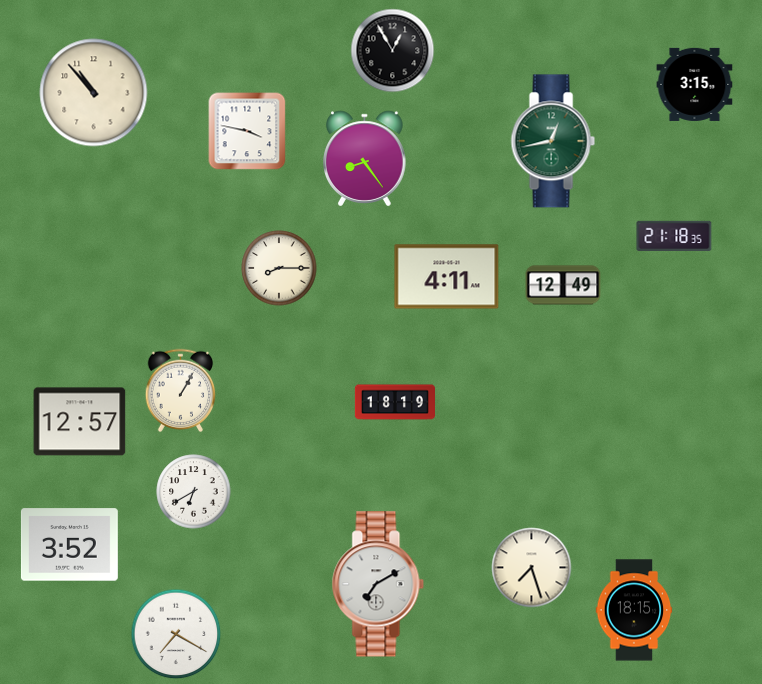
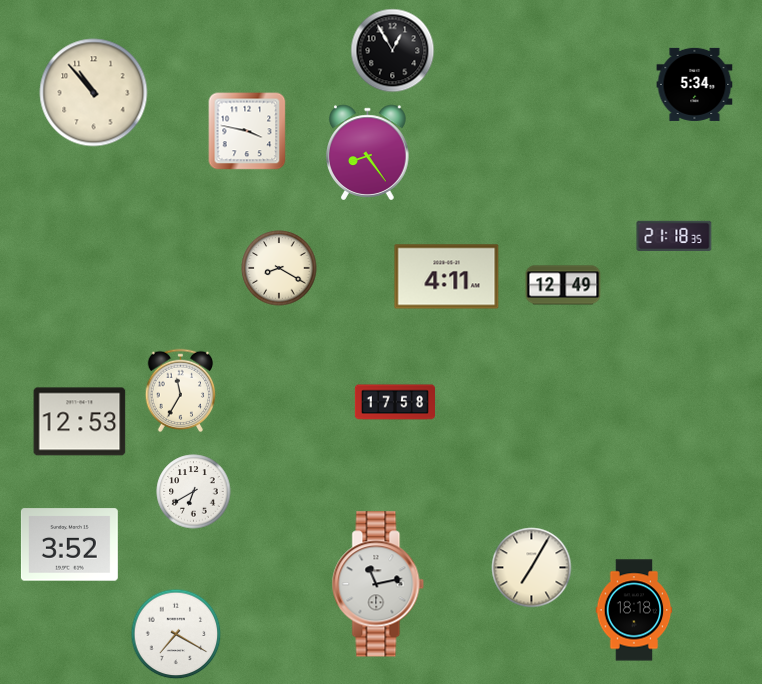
clock at (695, 84): 3:15 -> 5:34
clock at (553, 141): 12:43 -> none
clock at (365, 159) position: (365, 159) -> (368, 153)
clock at (279, 268): 8:15 -> 8:20
clock at (181, 391): 1:05 -> 11:35
clock at (394, 402): 18:19 -> 17:58
clock at (80, 422): 12:57 -> 12:53
clock at (532, 568): 7:27 -> 7:05
clock at (378, 584): 7:10 -> 11:13
clock at (634, 610): 18:15 -> 18:18
